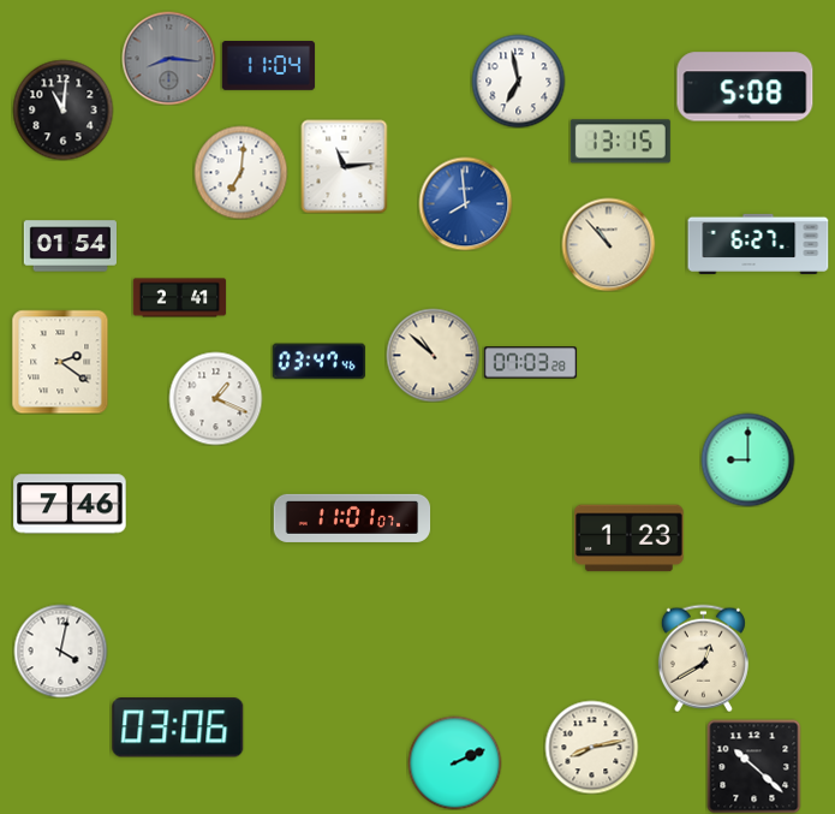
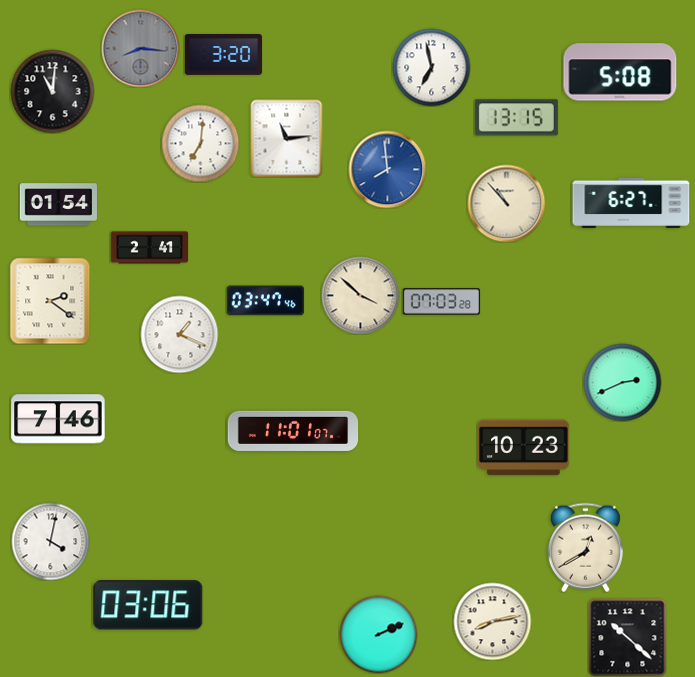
clock at (268, 66): 11:04 -> 3:20
clock at (433, 355): 10:52 -> 3:52
clock at (215, 398) position: (215, 398) -> (179, 334)
clock at (747, 459): 9:00 -> 2:41
clock at (630, 539): 1:23 -> 10:23
